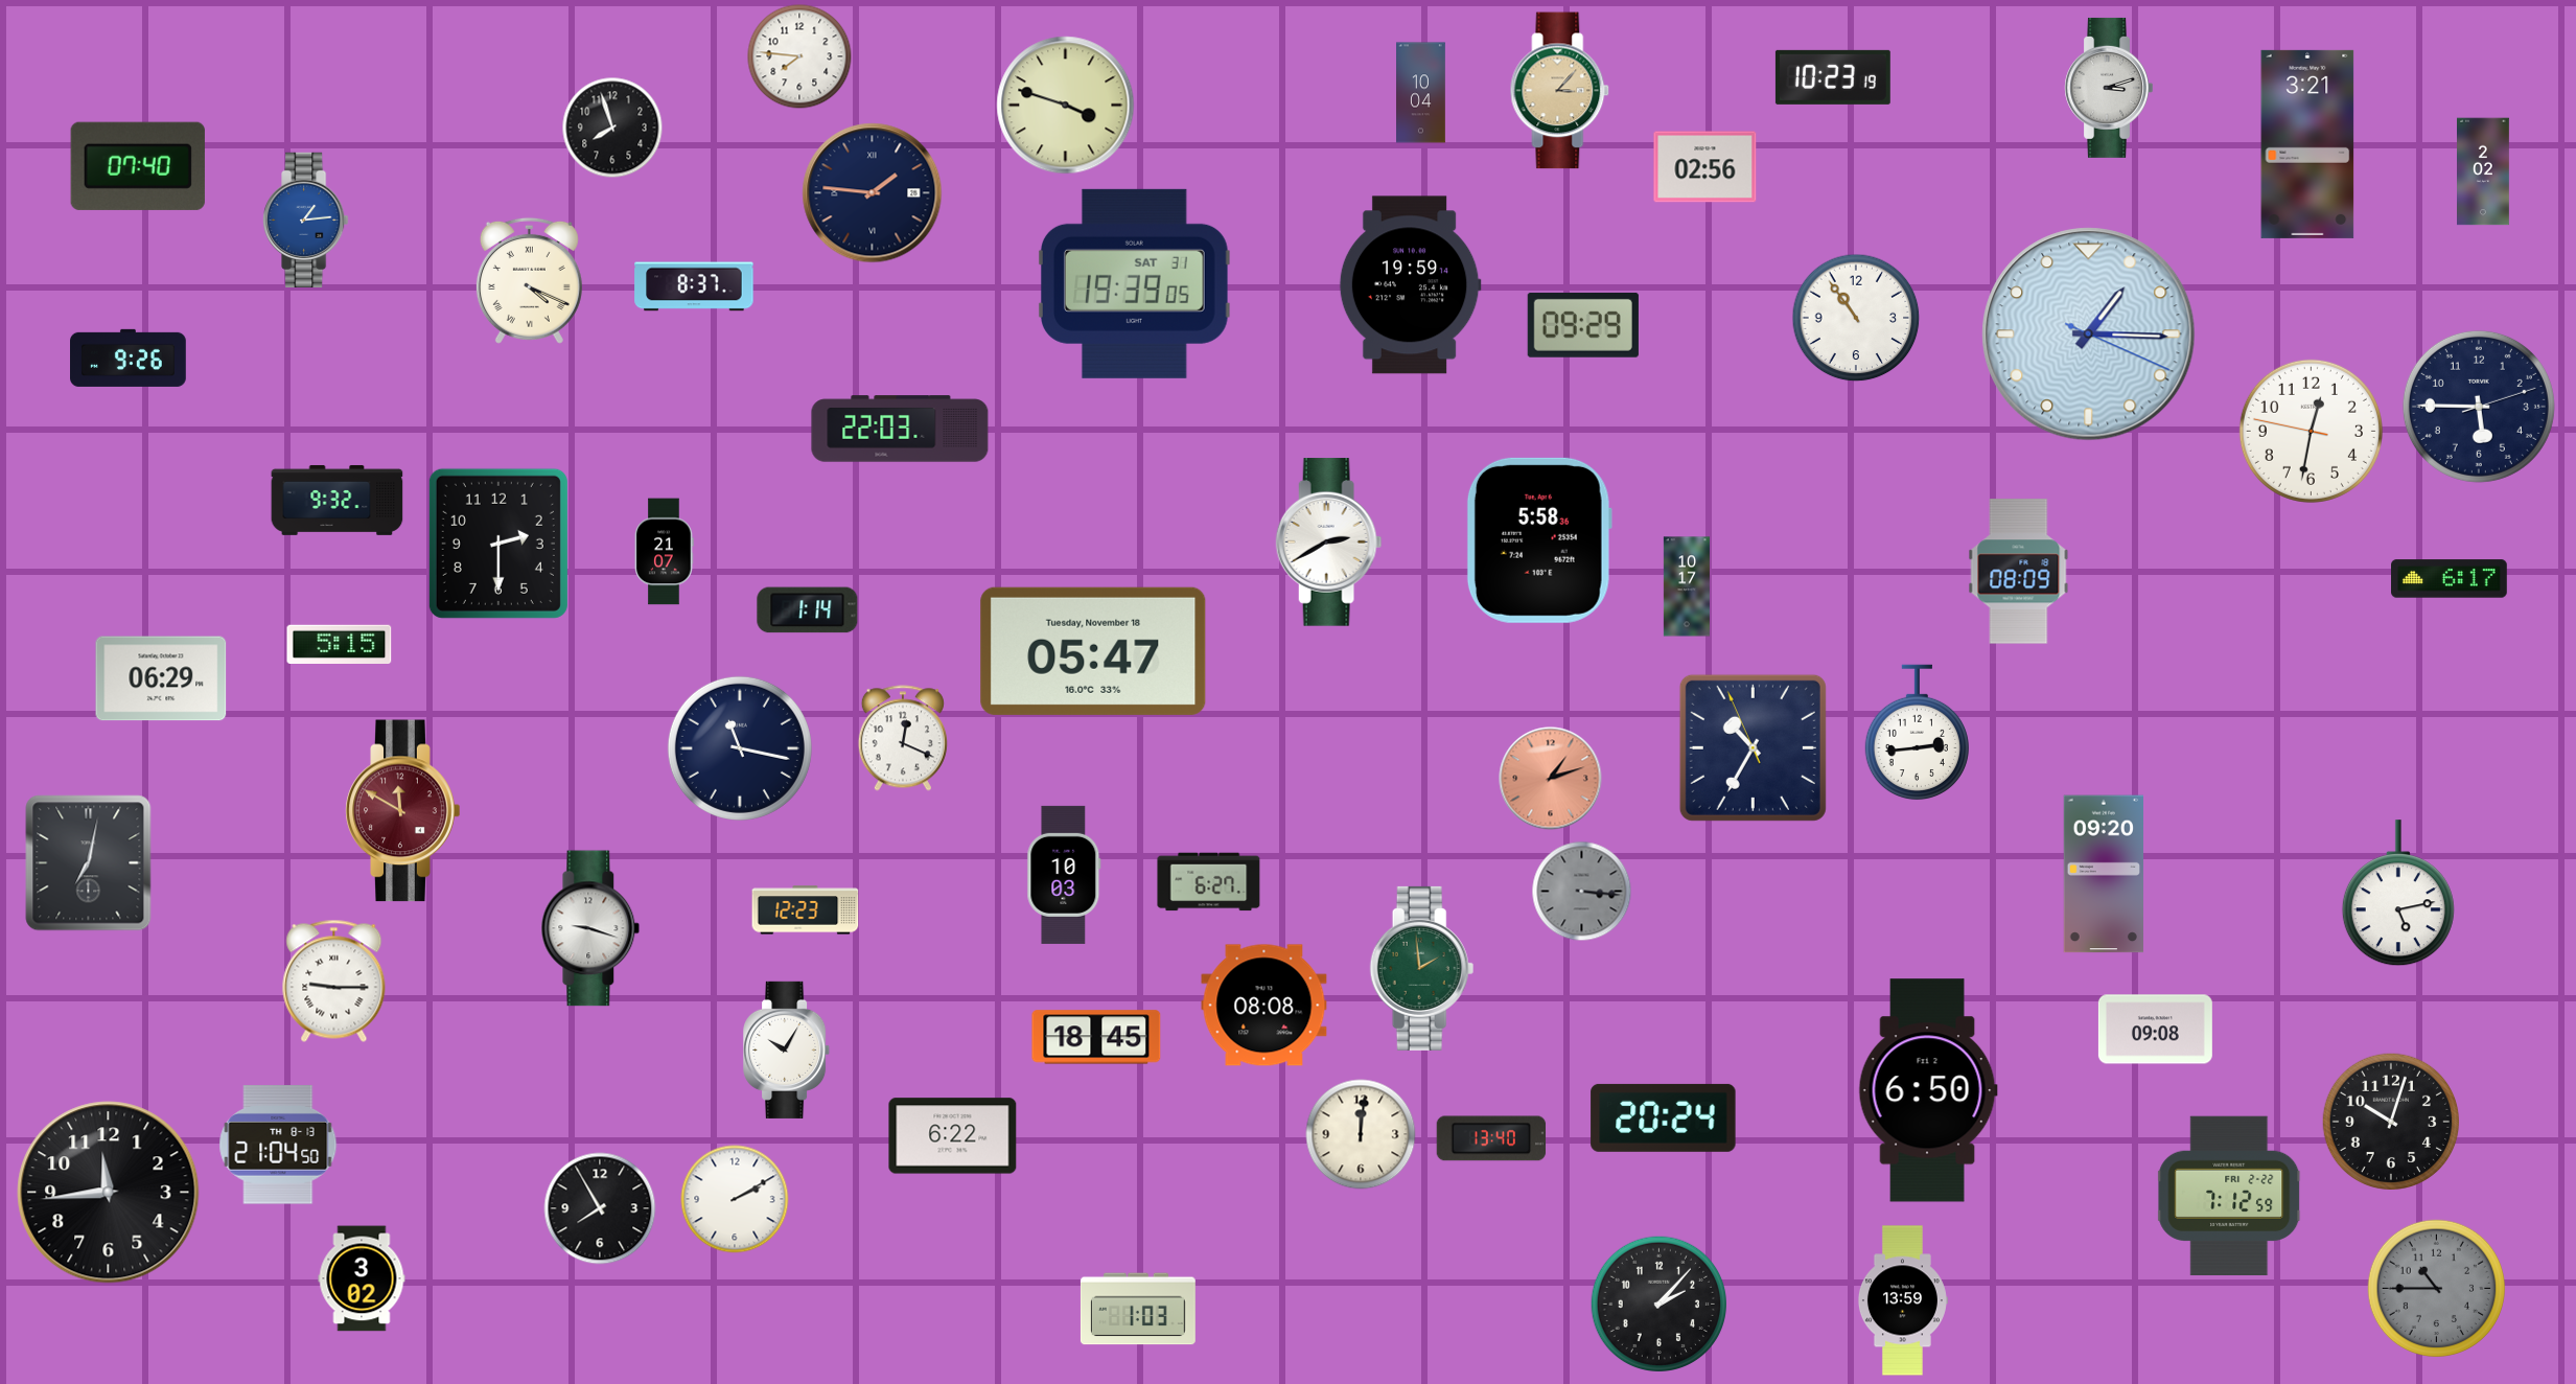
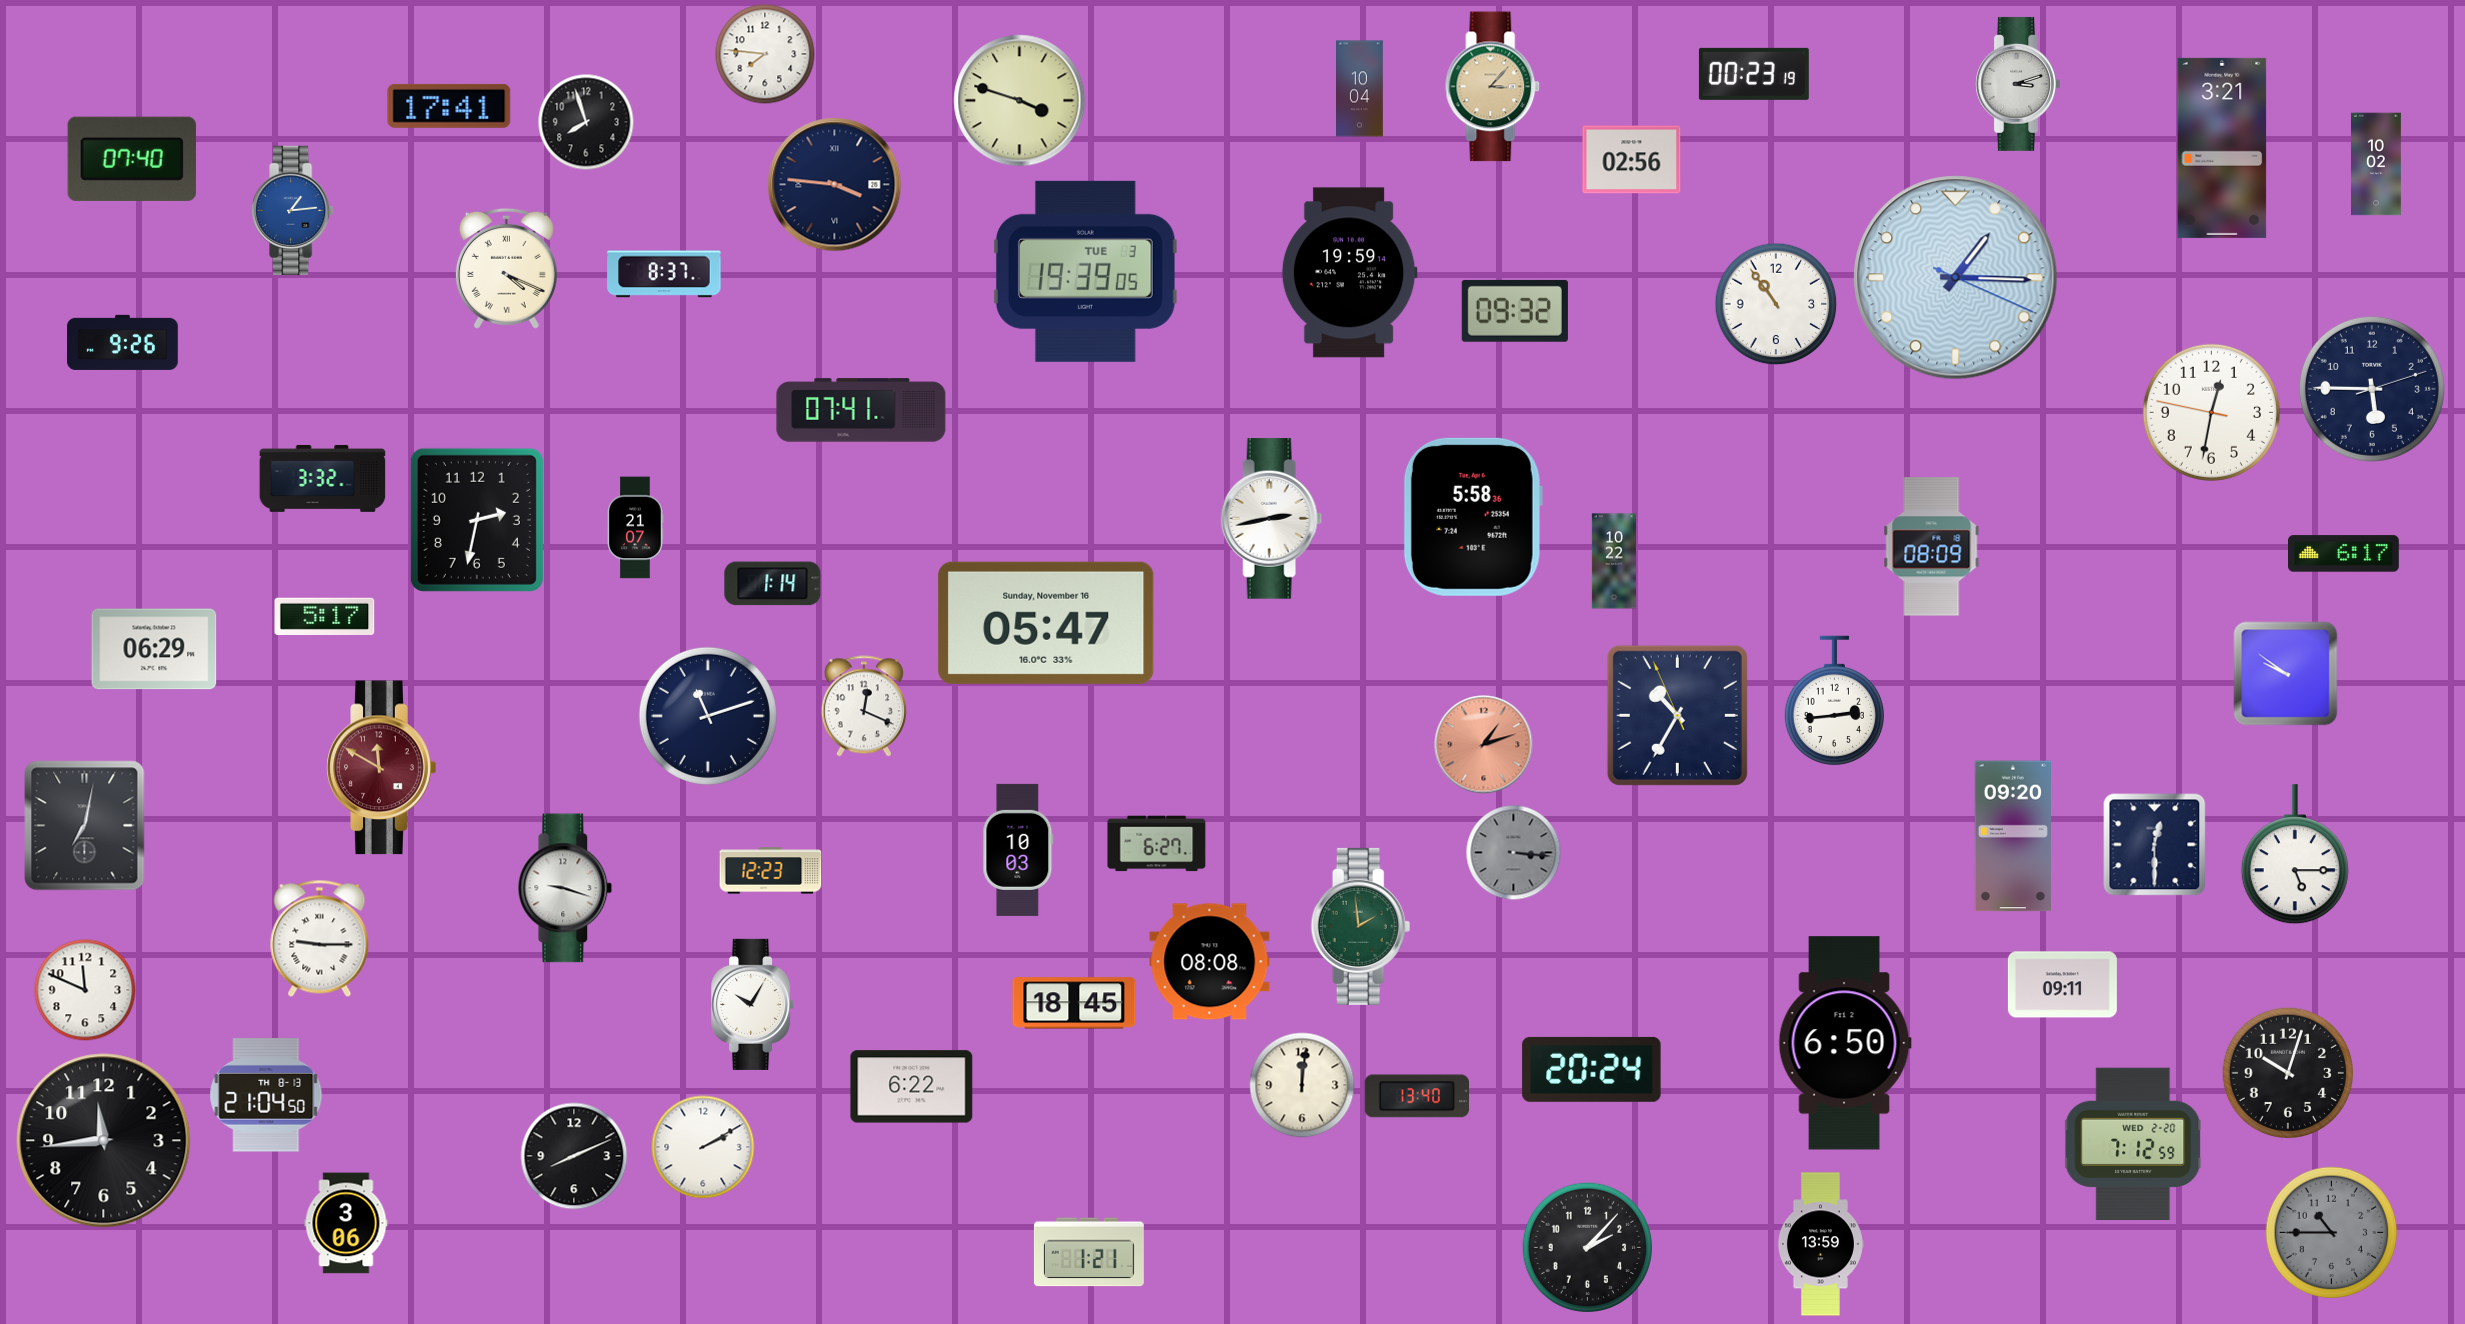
clock at (1833, 77): 10:23 -> 00:23
clock at (449, 106): none -> 17:41
clock at (2307, 144) position: (2307, 144) -> (2222, 148)
clock at (2484, 171): 2:02 -> 10:02
clock at (873, 193): 1:46 -> 3:46
clock at (1134, 283) date: SAT 31 -> TUE 3
clock at (1583, 325): 09:29 -> 09:32
clock at (2089, 335) position: (2089, 335) -> (1956, 278)
clock at (900, 429): 22:03 -> 07:41
clock at (338, 500): 9:32 -> 3:32
clock at (1329, 543): 2:40 -> 2:43
clock at (498, 544): 2:30 -> 2:32
clock at (1687, 586): 10:17 -> 10:22
clock at (340, 644): 5:15 -> 5:17
clock at (1093, 651) date: Tuesday, November 18 -> Sunday, November 16
clock at (2286, 674): none -> 9:51
clock at (740, 748): 11:17 -> 11:12
clock at (403, 811) position: (403, 811) -> (382, 768)
clock at (1064, 875) position: (1064, 875) -> (1018, 850)
clock at (2155, 845): none -> 12:30
clock at (2398, 894): 5:13 -> 5:15
clock at (2155, 1030): 09:08 -> 09:11
clock at (85, 990): none -> 11:49
clock at (1096, 1037) position: (1096, 1037) -> (1074, 1003)
clock at (1491, 1138) position: (1491, 1138) -> (1417, 1096)
clock at (2230, 1196) date: FRI 2-22 -> WED 2-20
clock at (600, 1208): 7:55 -> 8:11
clock at (362, 1278): 3:02 -> 3:06
clock at (1138, 1309): 1:03 -> 1:21
